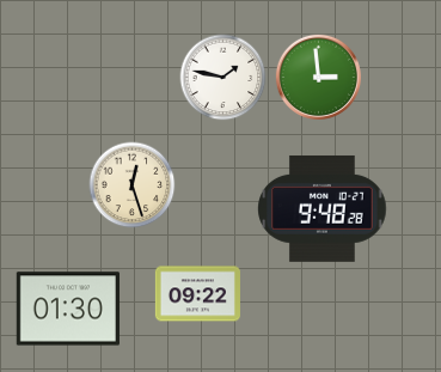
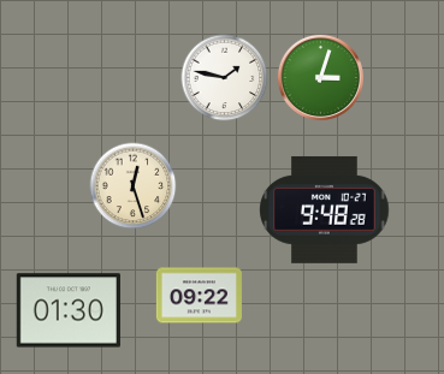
clock at (318, 77): 2:59 -> 3:03
